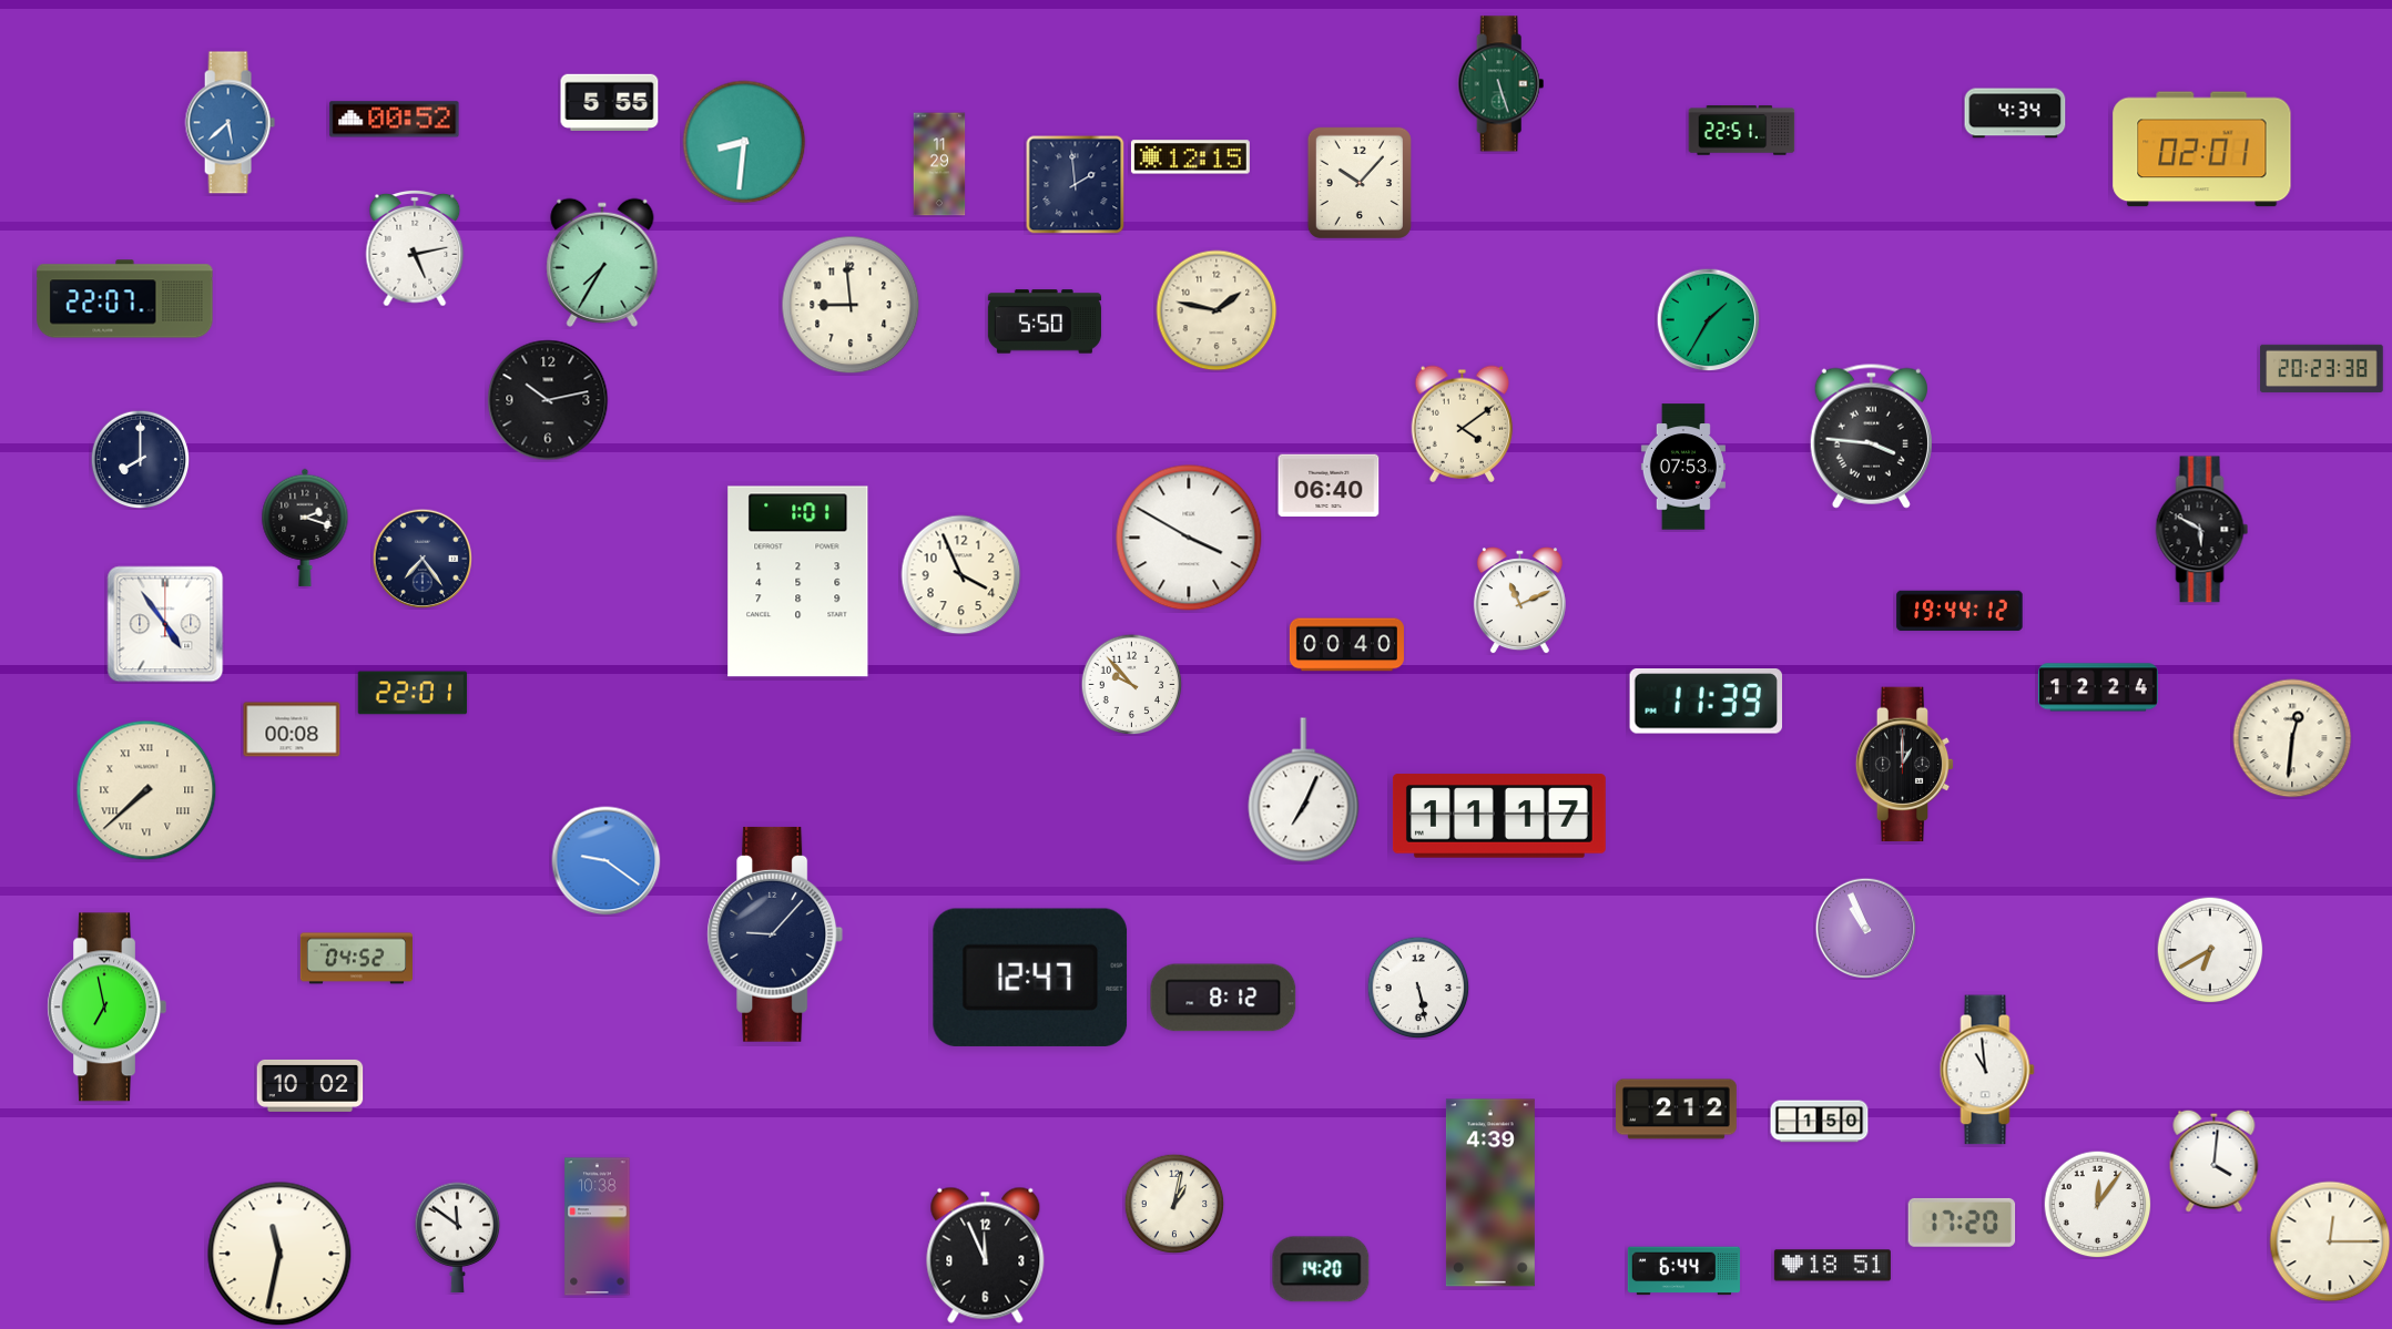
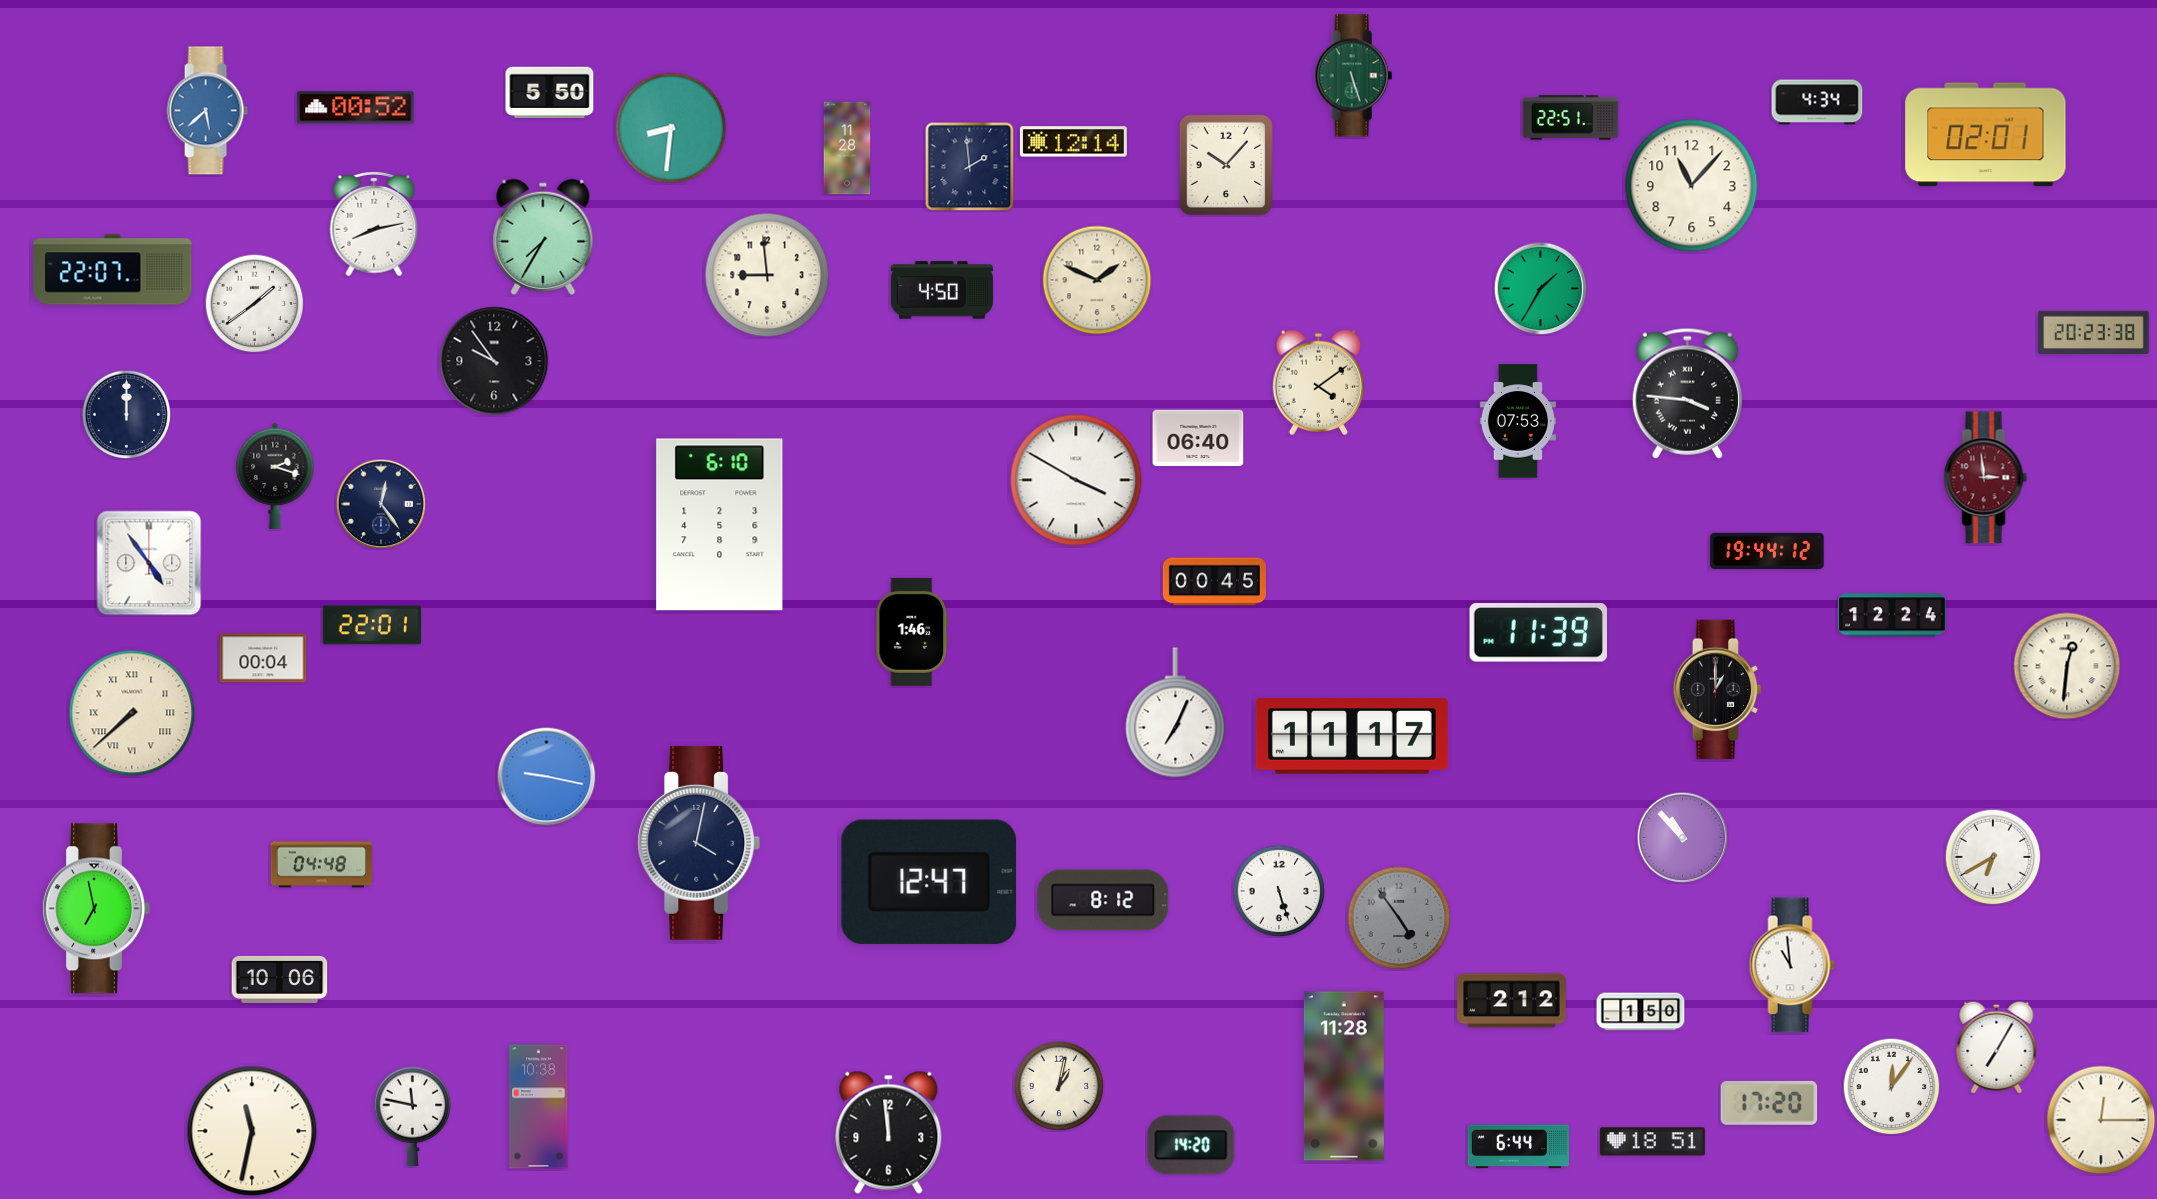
clock at (610, 103): 5:55 -> 5:50
clock at (1190, 157): 12:15 -> 12:14
clock at (939, 164): 11:29 -> 11:28
clock at (1692, 186): none -> 11:07
clock at (415, 248): 5:13 -> 8:13
clock at (1217, 310): 1:47 -> 1:49
clock at (1045, 321): 5:50 -> 4:50
clock at (255, 304): none -> 1:39
clock at (548, 400): 10:13 -> 9:54
clock at (140, 459): 8:00 -> 12:00
clock at (2202, 530): 5:50 -> 2:59
clock at (2202, 530) dial: black -> burgundy
clock at (1189, 538) position: (1189, 538) -> (1076, 480)
clock at (423, 559): 7:24 -> 12:24
clock at (961, 575): 3:56 -> none
clock at (798, 582): 1:01 -> 6:10
clock at (1519, 601): 11:11 -> none
clock at (1346, 645): 00:40 -> 00:45
clock at (1131, 684): 9:53 -> none
clock at (2098, 687) position: (2098, 687) -> (1892, 615)
clock at (912, 632): none -> 1:46
clock at (292, 729): 00:08 -> 00:04
clock at (607, 861): 9:21 -> 9:17
clock at (1865, 928): 10:56 -> 10:53
clock at (775, 934): 9:07 -> 4:02
clock at (356, 959): 04:52 -> 04:48
clock at (1418, 988): 5:28 -> 5:27
clock at (1399, 918): none -> 4:54
clock at (311, 1085): 10:02 -> 10:06
clock at (2215, 1161): 4:01 -> 7:05
clock at (1490, 1193): 4:39 -> 11:28
clock at (458, 1238): 11:51 -> 11:47
clock at (986, 1255): 11:56 -> 11:59
